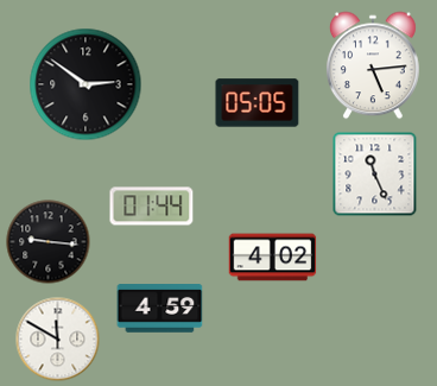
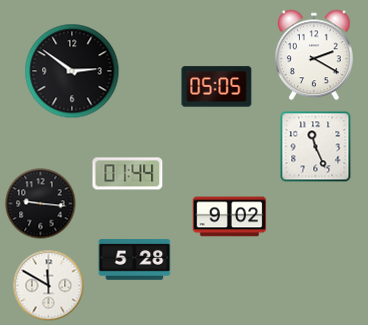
clock at (373, 65): 5:14 -> 2:20
clock at (273, 258): 4:02 -> 9:02
clock at (160, 309): 4:59 -> 5:28
